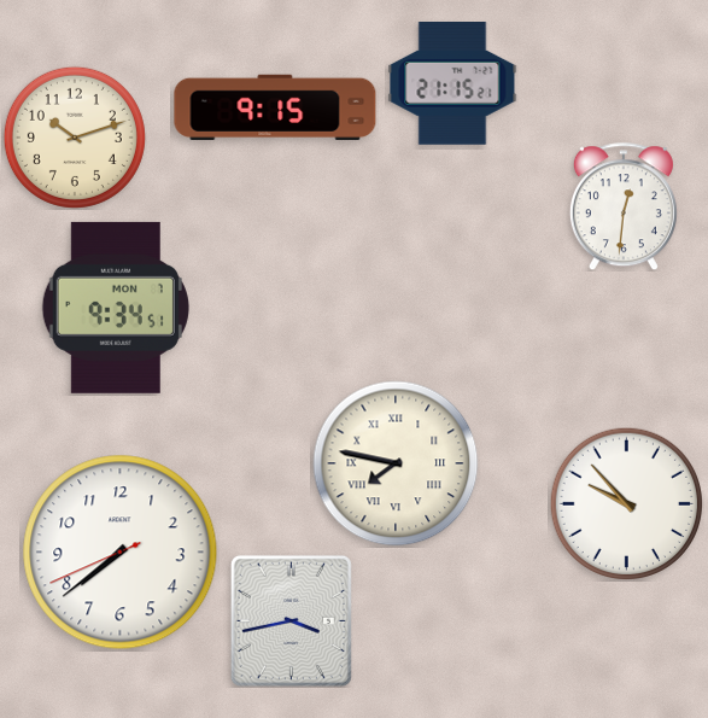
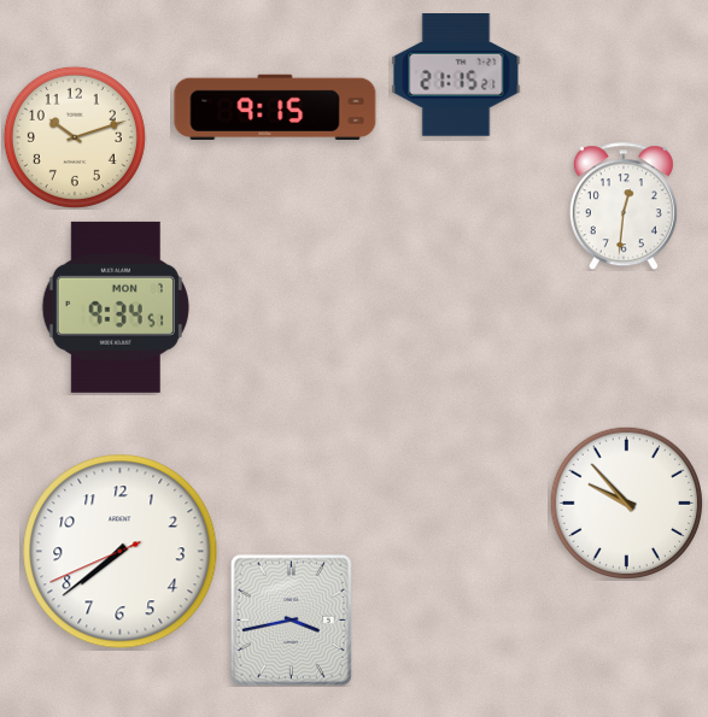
clock at (452, 84) position: (452, 84) -> (456, 76)
clock at (396, 463): 7:47 -> none
